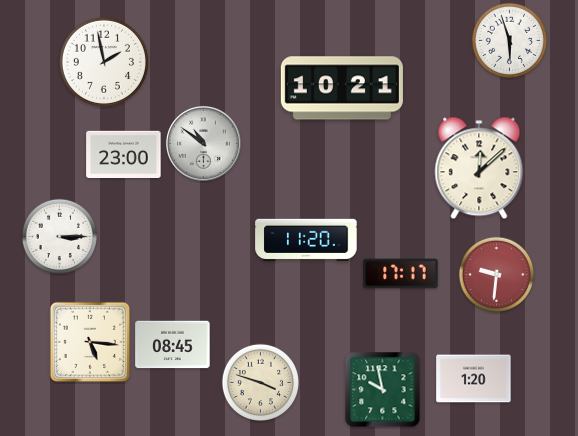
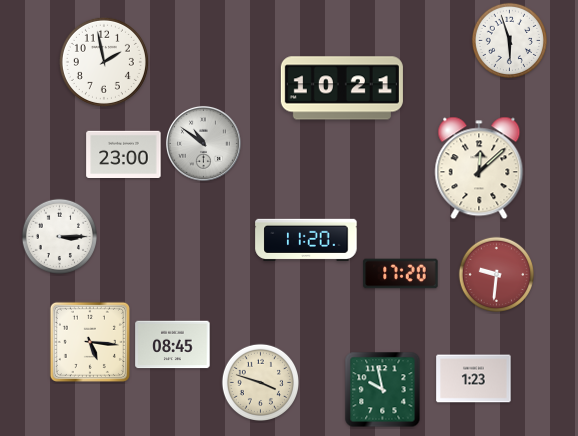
clock at (401, 274): 17:17 -> 17:20
clock at (474, 379): 1:20 -> 1:23
